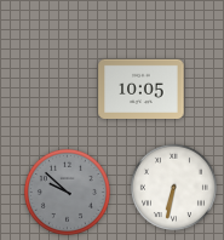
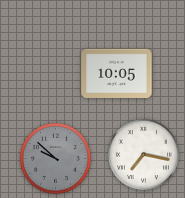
clock at (173, 187): 6:32 -> 7:17
